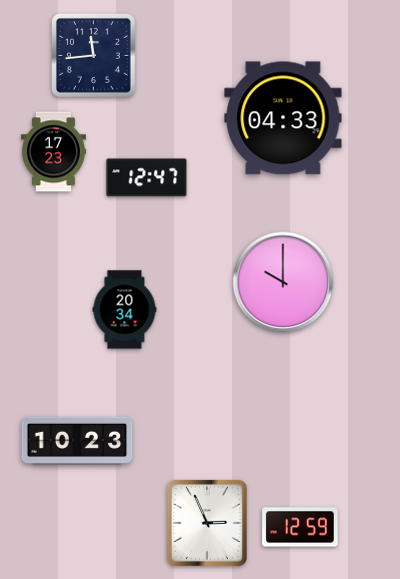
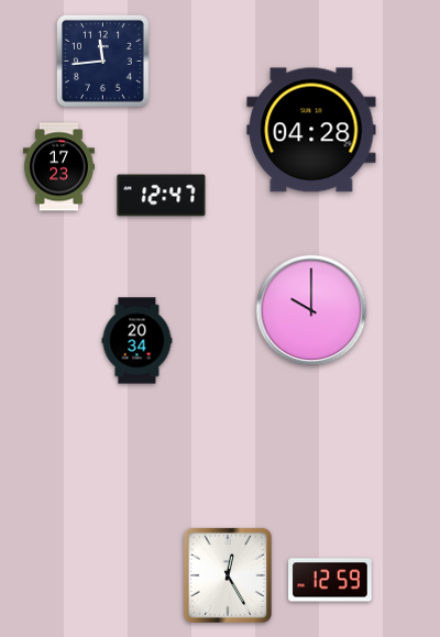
clock at (283, 118): 04:33 -> 04:28
clock at (77, 441): 10:23 -> none
clock at (207, 523): 2:56 -> 12:25
